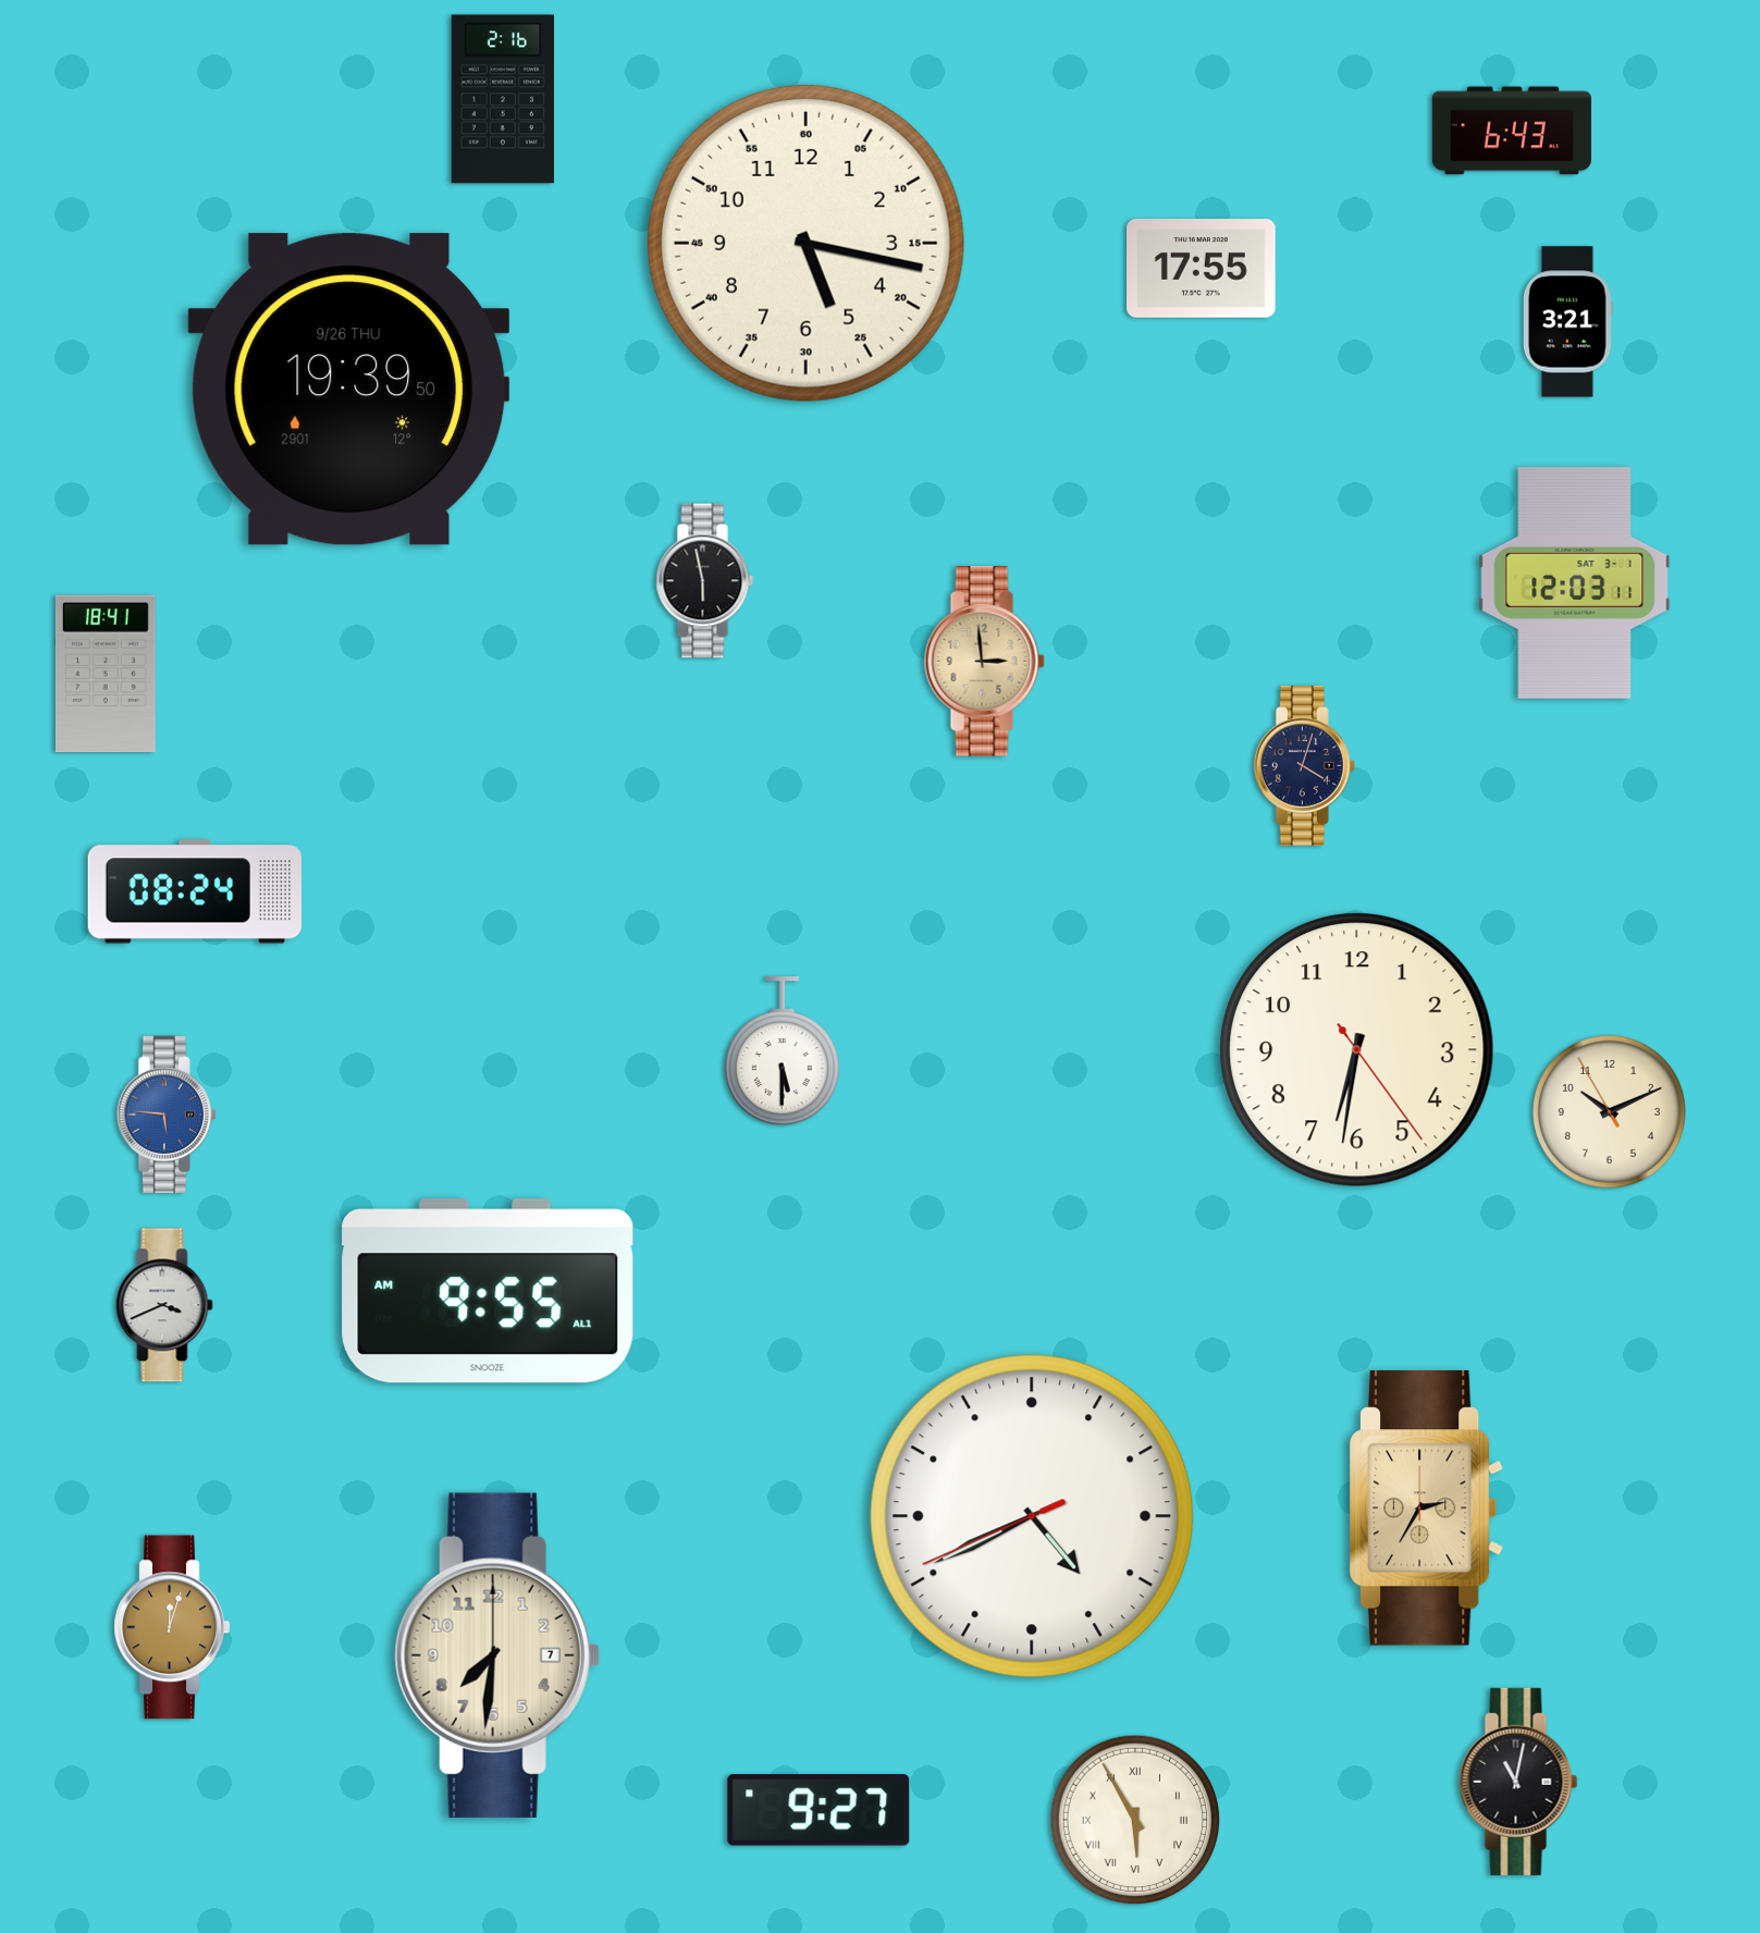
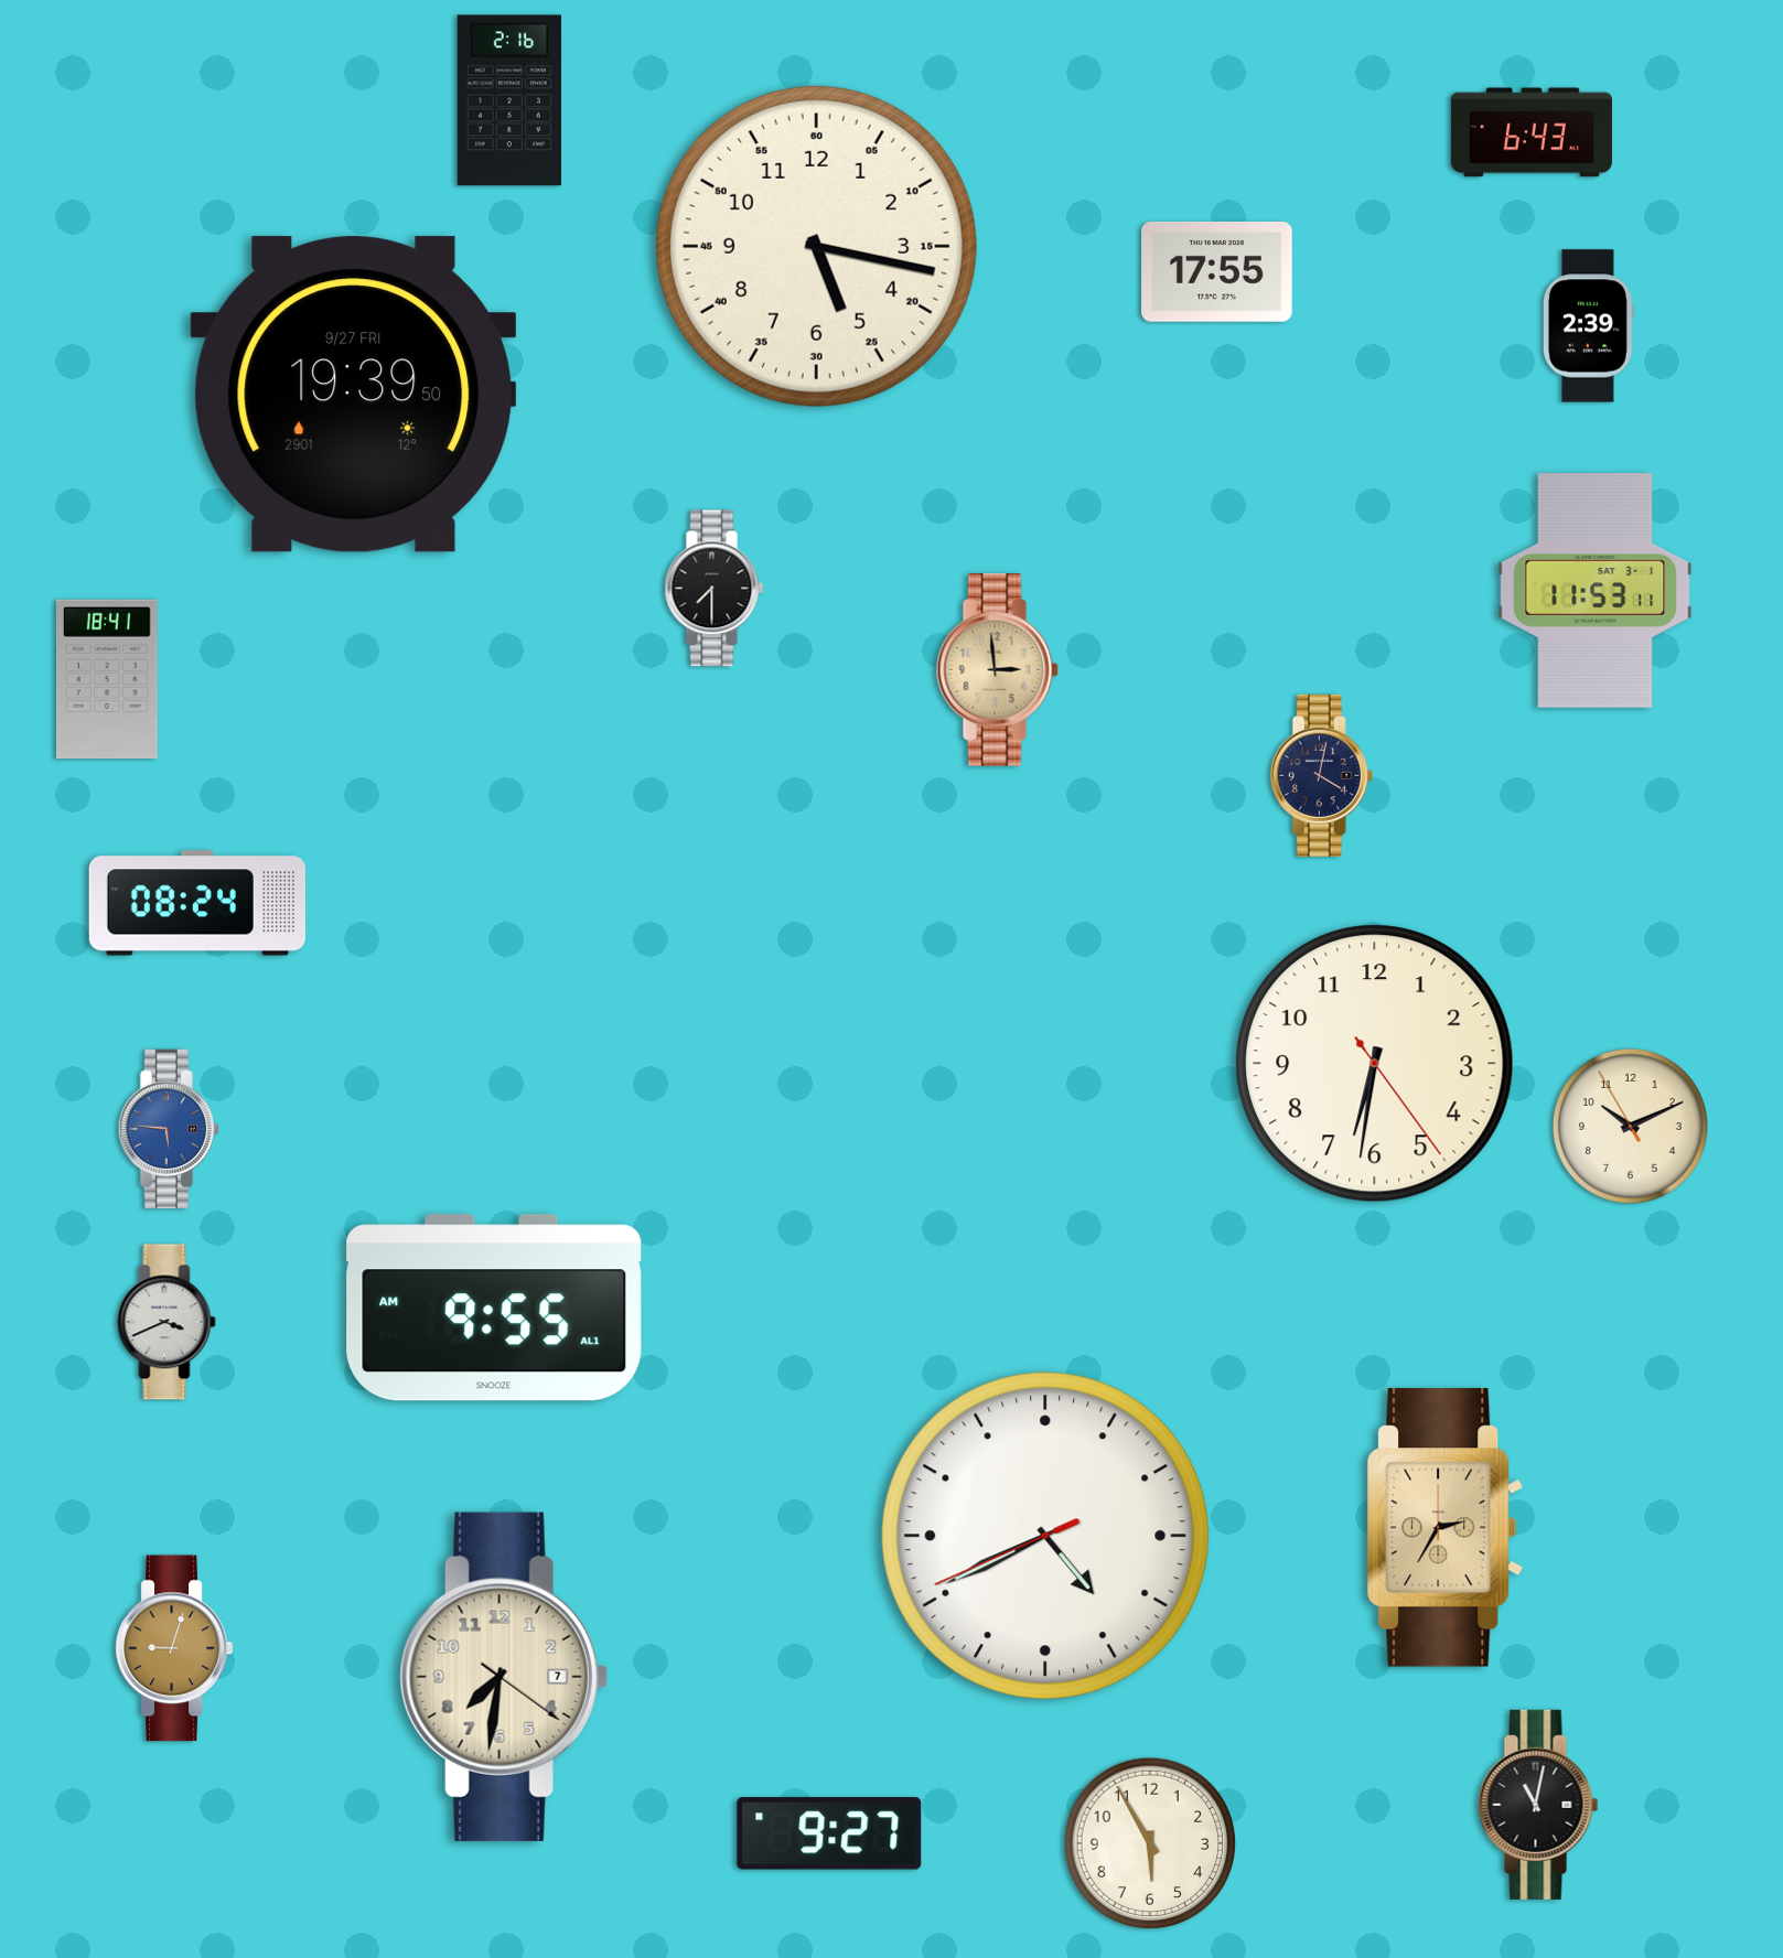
clock at (1568, 322): 3:21 -> 2:39
clock at (349, 390) date: 9/26 THU -> 9/27 FRI
clock at (705, 581): 5:58 -> 7:30
clock at (1575, 583): 12:03 -> 11:53
clock at (106, 674) position: (106, 674) -> (107, 679)
clock at (1304, 765): 4:03 -> 4:02
clock at (781, 1051): 5:30 -> none
clock at (172, 1627): 12:03 -> 9:03
clock at (497, 1655): 7:31:00 -> 7:31:21
clock at (1135, 1820) numerals: Roman -> Arabic
